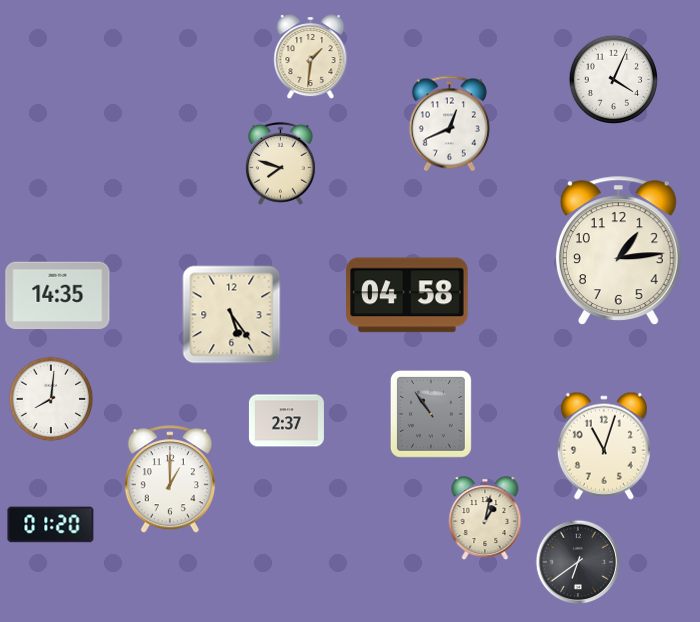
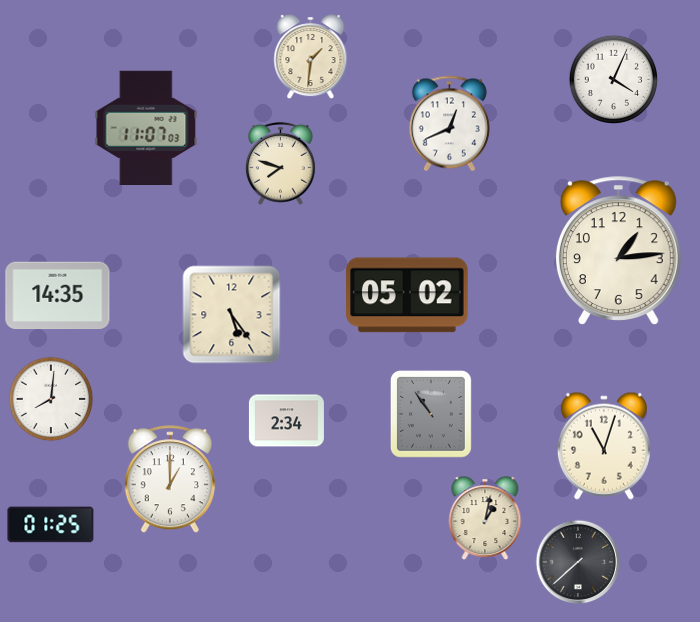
clock at (146, 127): none -> 11:07
clock at (407, 295): 04:58 -> 05:02
clock at (286, 421): 2:37 -> 2:34
clock at (51, 525): 01:20 -> 01:25
clock at (578, 562): 6:39 -> 7:38
